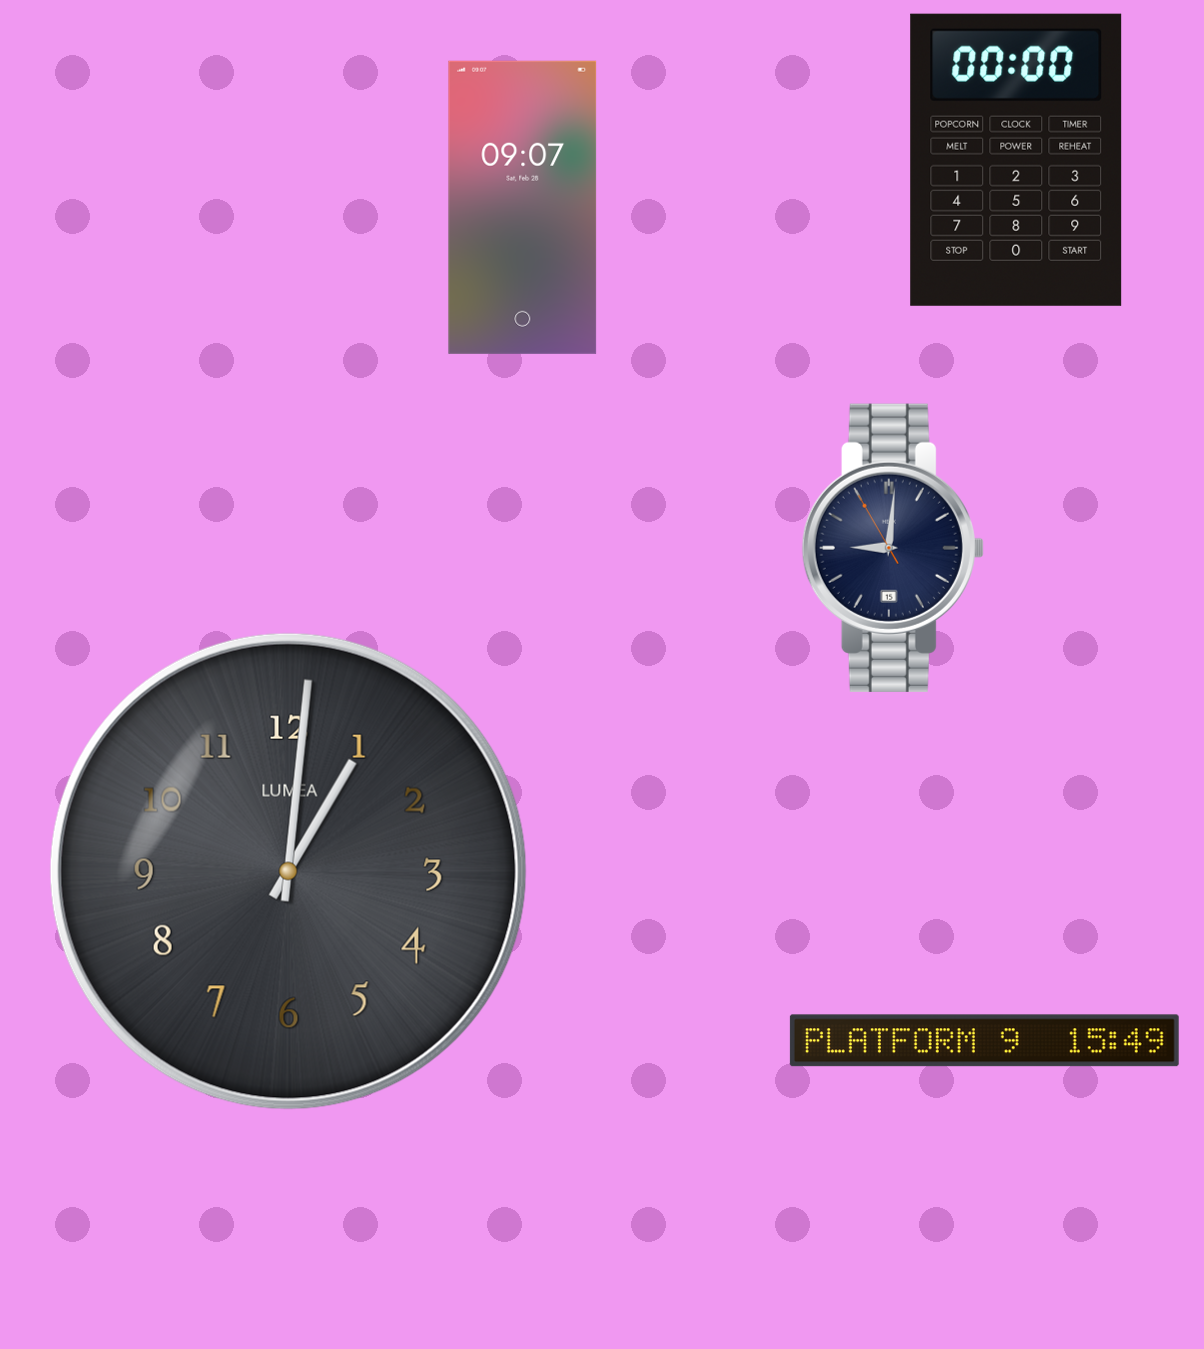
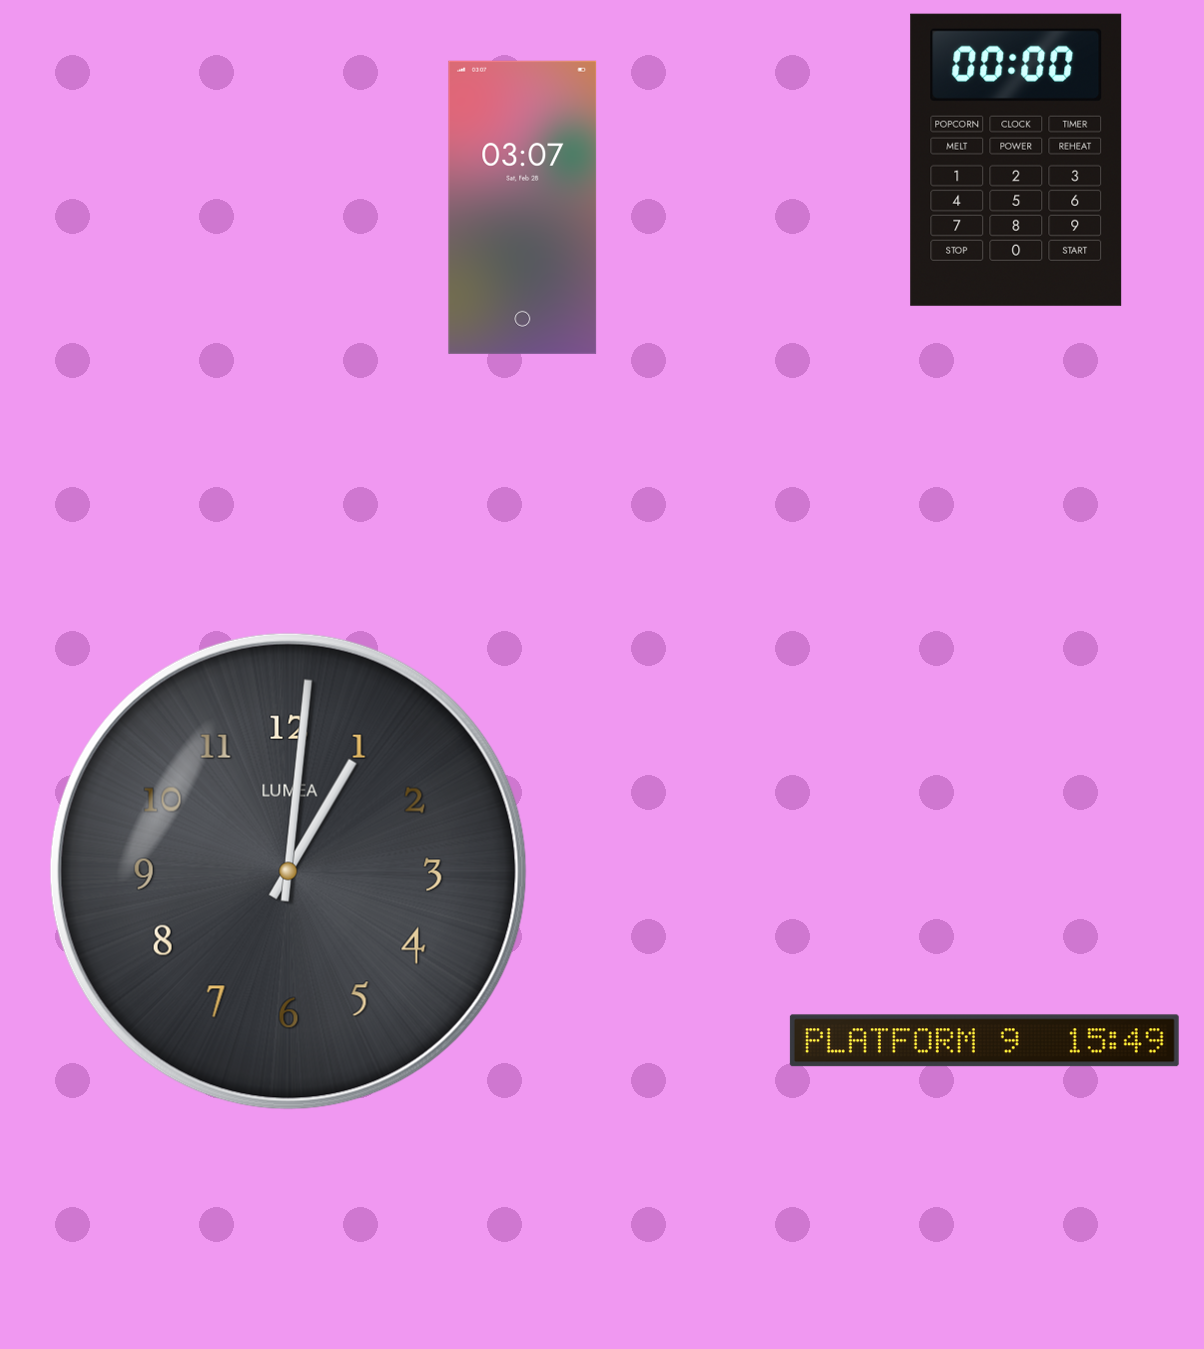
clock at (523, 207): 09:07 -> 03:07
clock at (893, 548): 9:00 -> none
